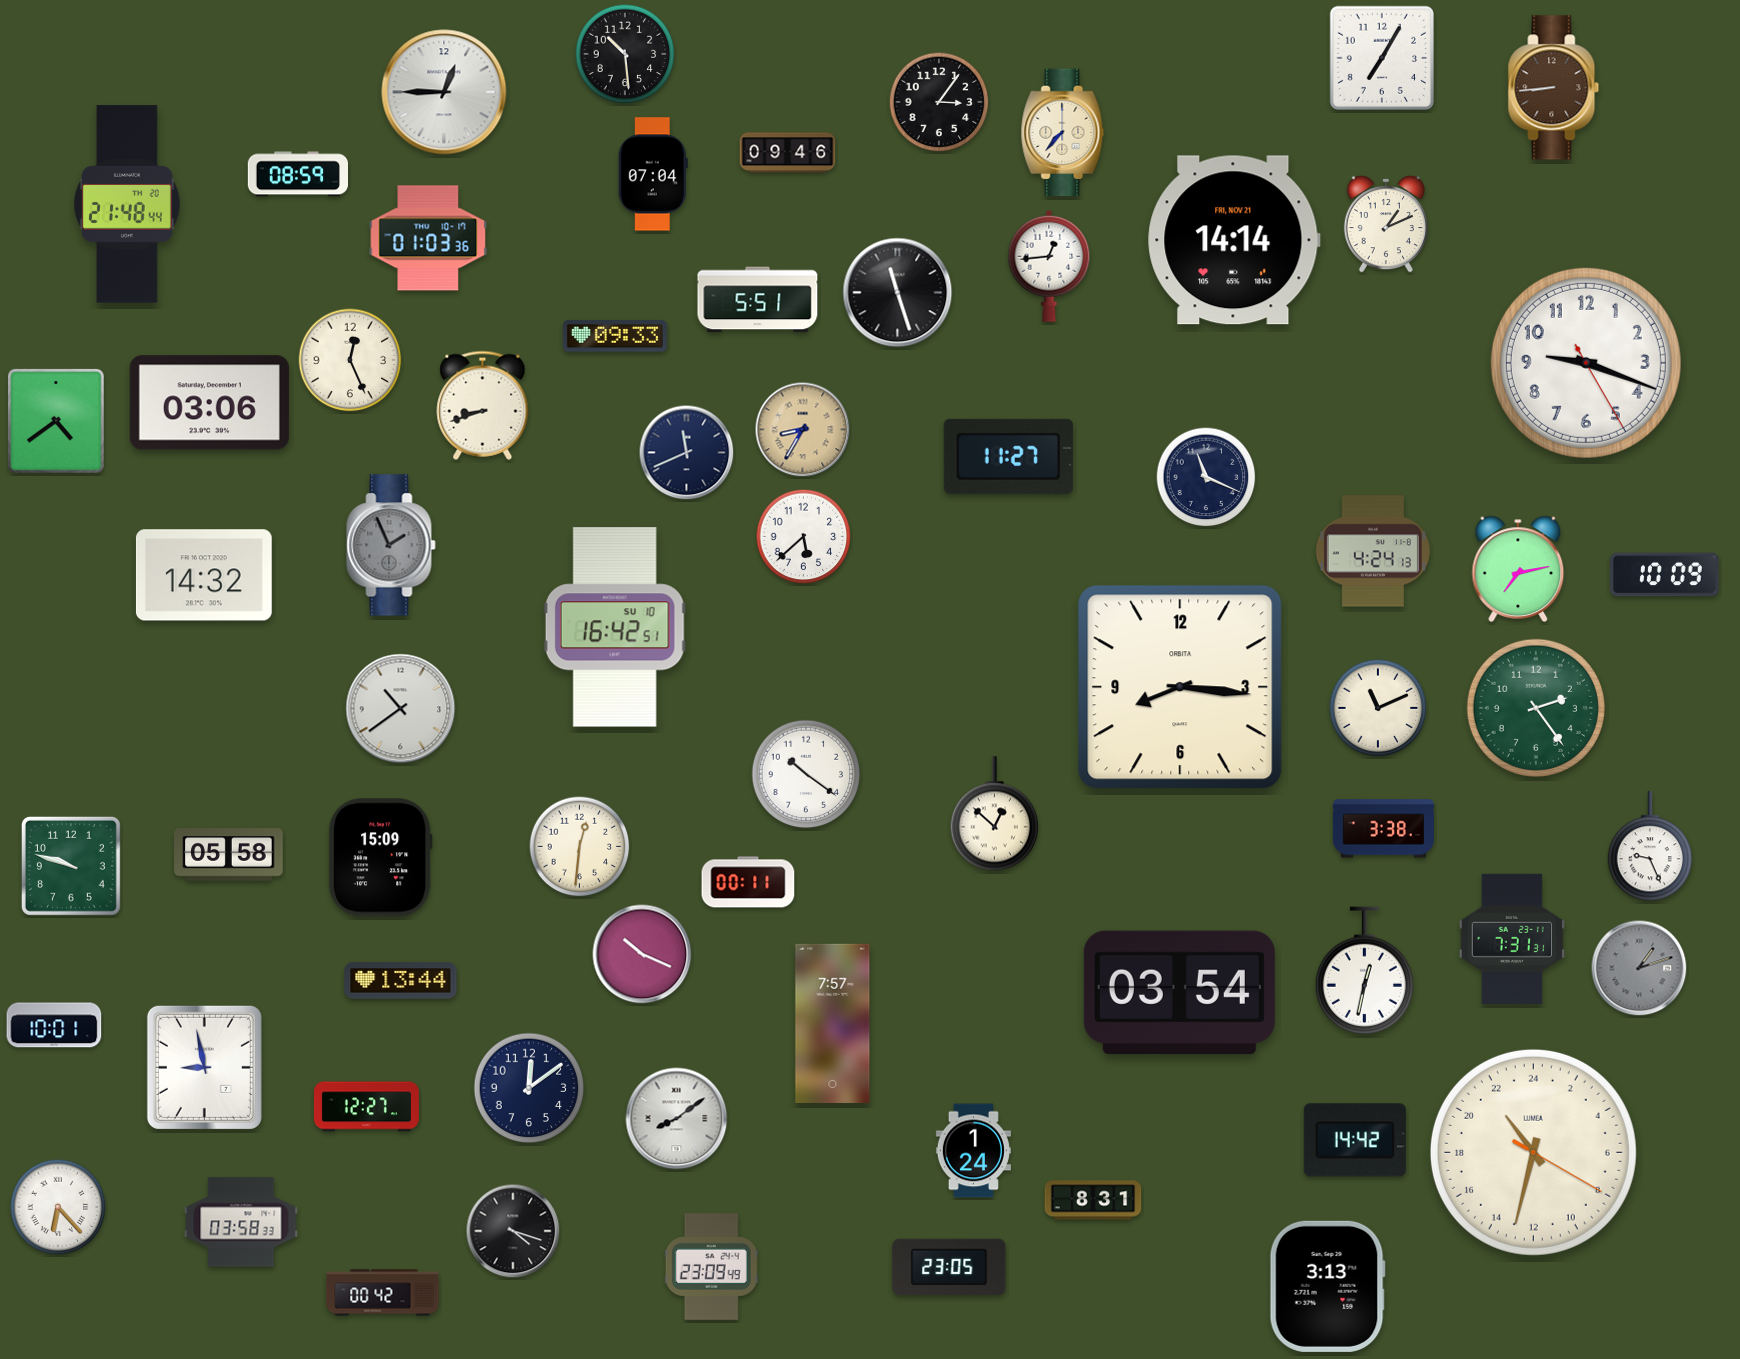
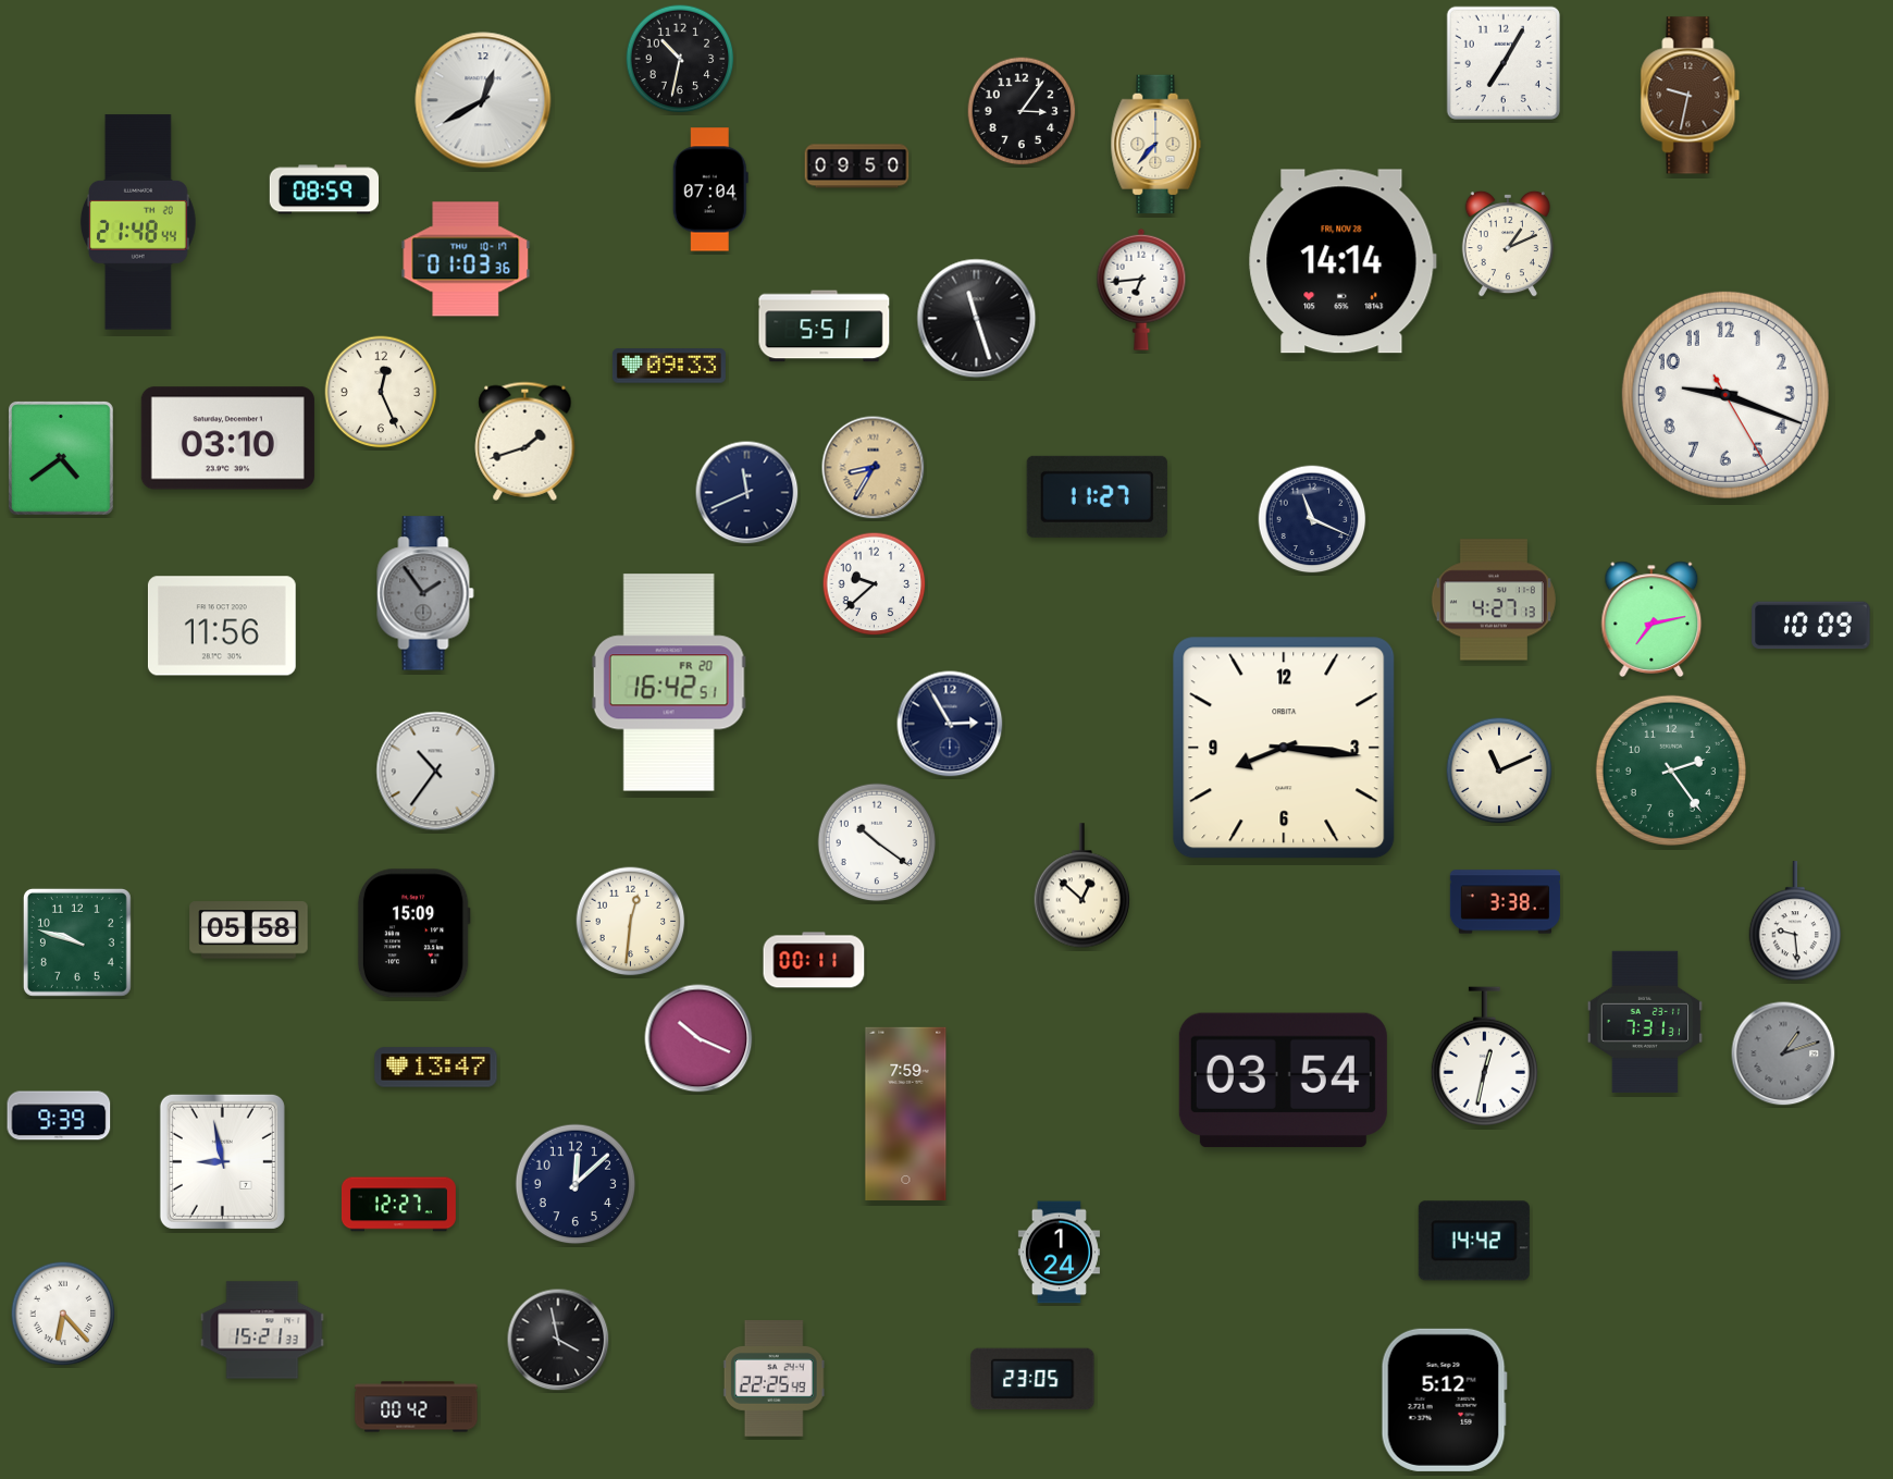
clock at (625, 54): 10:29 -> 10:32
clock at (1554, 88): 8:44 -> 9:32
clock at (444, 92): 12:45 -> 12:40
clock at (788, 153): 09:46 -> 09:50
clock at (1234, 240) date: FRI, NOV 21 -> FRI, NOV 28
clock at (1049, 266): 12:44 -> 6:44
clock at (209, 403): 03:06 -> 03:10
clock at (483, 405): 8:42 -> 1:42
clock at (804, 537): 5:38 -> 9:38
clock at (391, 545): 1:56 -> 1:54
clock at (1373, 551): 4:24 -> 4:27
clock at (204, 575): 14:32 -> 11:56
clock at (615, 627) date: SU 10 -> FR 20
clock at (950, 724): none -> 2:55
clock at (401, 709): 10:39 -> 10:36
clock at (1650, 847): 9:26 -> 9:29
clock at (401, 981): 13:44 -> 13:47
clock at (833, 1023): 7:57 -> 7:59
clock at (54, 1025): 10:01 -> 9:39
clock at (529, 1088): 12:09 -> 12:08
clock at (677, 1119): 8:09 -> none
clock at (1533, 1152): 21:32 -> none
clock at (1093, 1200): 8:31 -> none
clock at (241, 1222): 03:58 -> 15:21
clock at (513, 1231): 4:18 -> 3:58
clock at (711, 1267): 23:09 -> 22:25
clock at (1327, 1286): 3:13 -> 5:12
